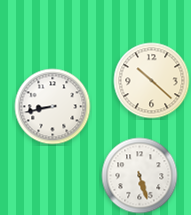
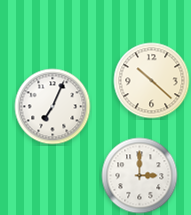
clock at (53, 107): 8:43 -> 7:04
clock at (140, 176): 5:27 -> 3:00
